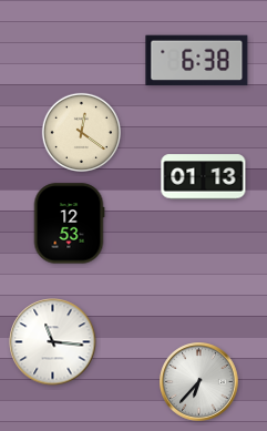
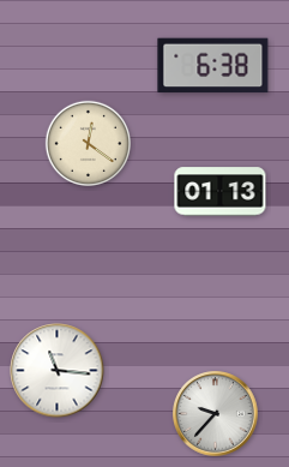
clock at (69, 224): 12:53 -> none
clock at (199, 382): 6:37 -> 9:37
